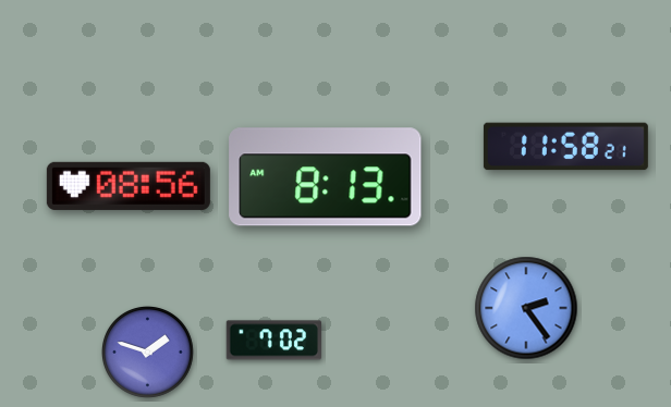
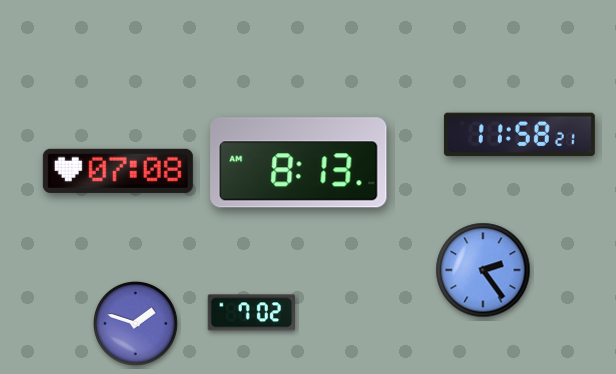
clock at (129, 186): 08:56 -> 07:08
clock at (526, 308) position: (526, 308) -> (483, 270)
